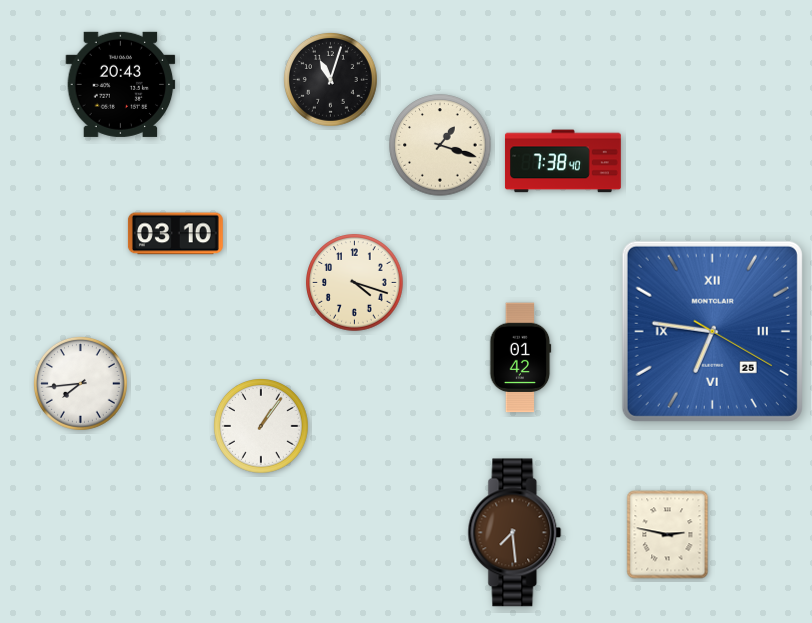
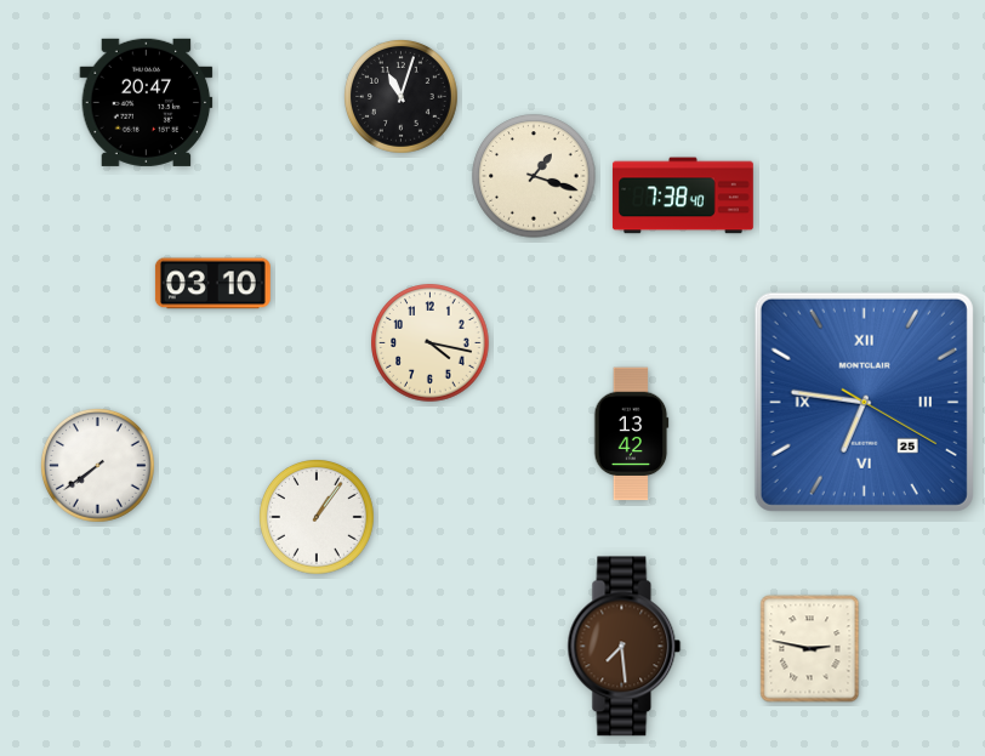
clock at (121, 84): 20:43 -> 20:47
clock at (355, 283): 4:18 -> 4:17
clock at (521, 358): 01:42 -> 13:42
clock at (81, 384): 7:44 -> 7:39
